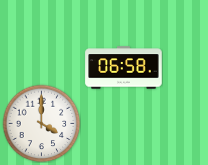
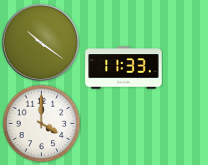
clock at (40, 42): none -> 10:21
clock at (124, 68): 06:58 -> 11:33
